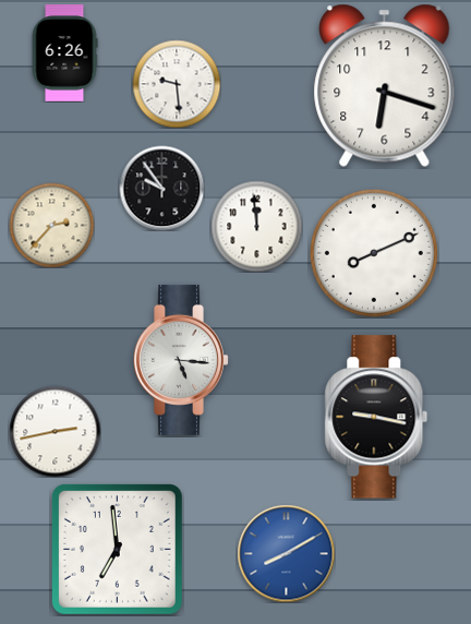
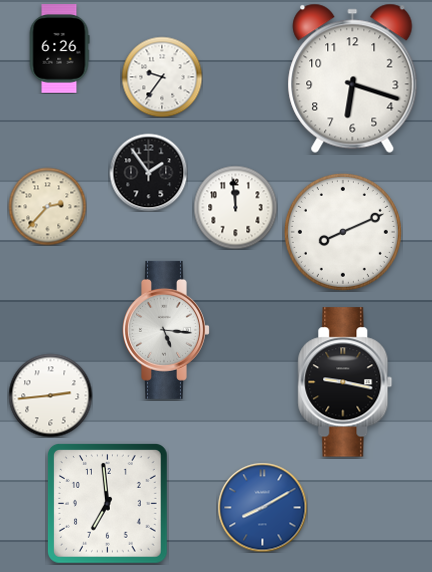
clock at (177, 84): 9:29 -> 9:36
clock at (161, 188): 9:54 -> 1:54
clock at (55, 431): 2:43 -> 2:44
